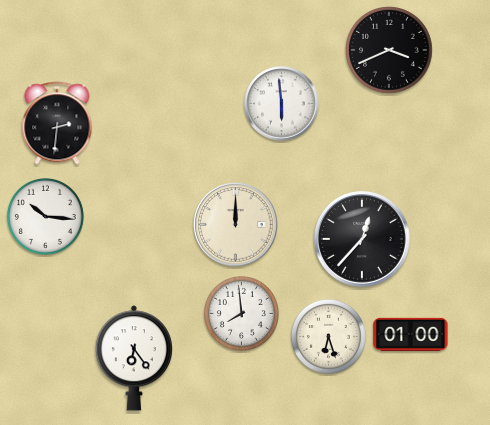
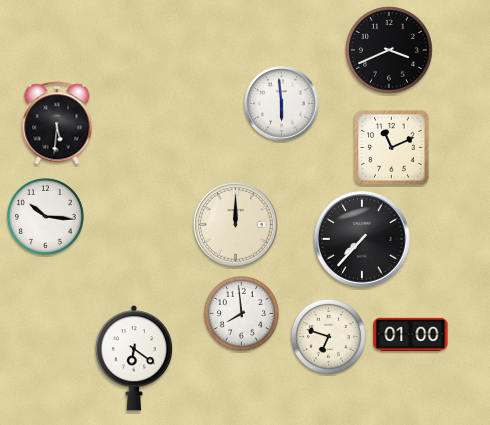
clock at (57, 123): 2:31 -> 5:31
clock at (392, 148): none -> 11:11
clock at (362, 240): 12:37 -> 7:37
clock at (328, 336): 6:27 -> 6:48
clock at (134, 358): 6:24 -> 6:21
